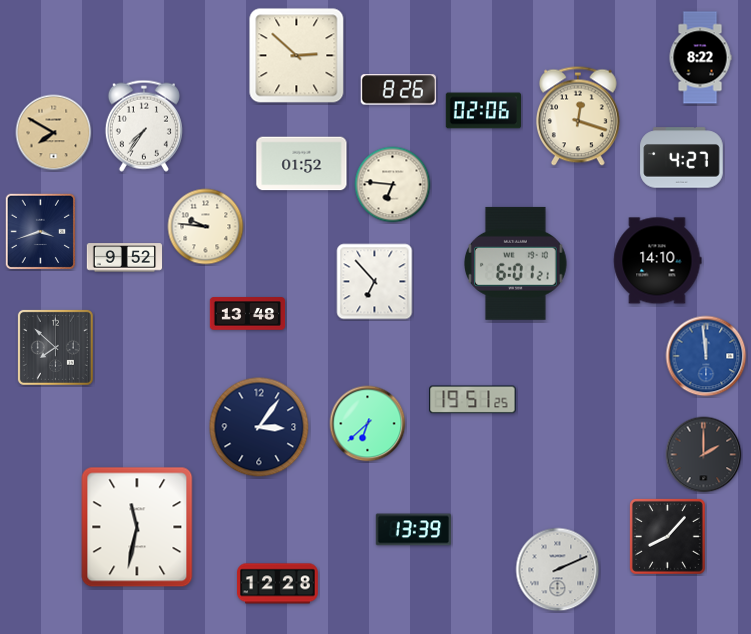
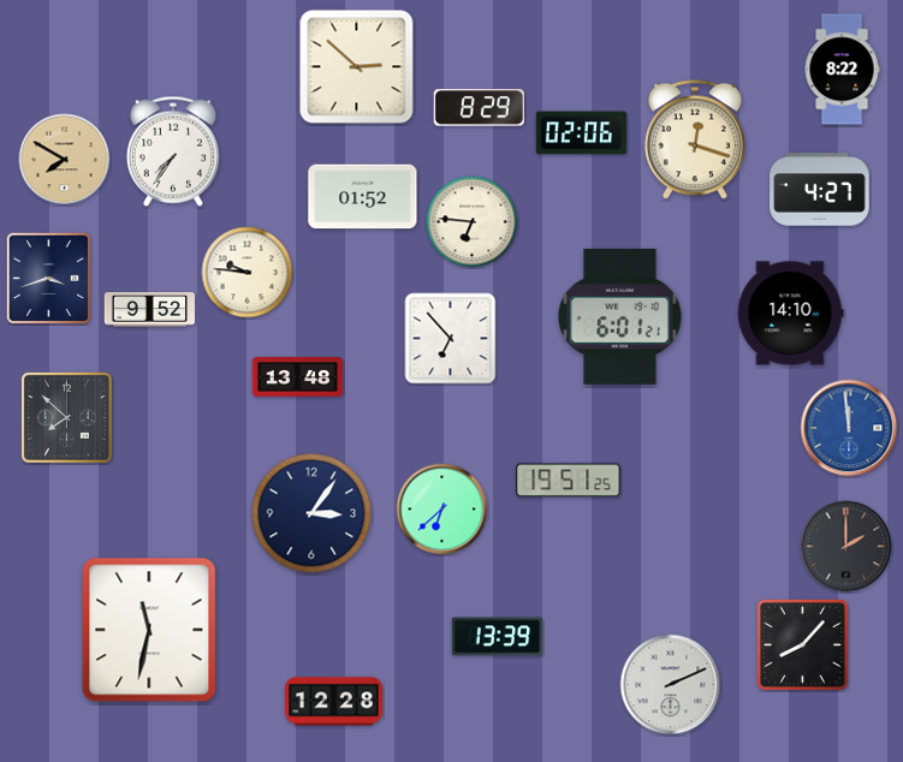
clock at (398, 90): 8:26 -> 8:29
clock at (137, 527) position: (137, 527) -> (149, 630)
